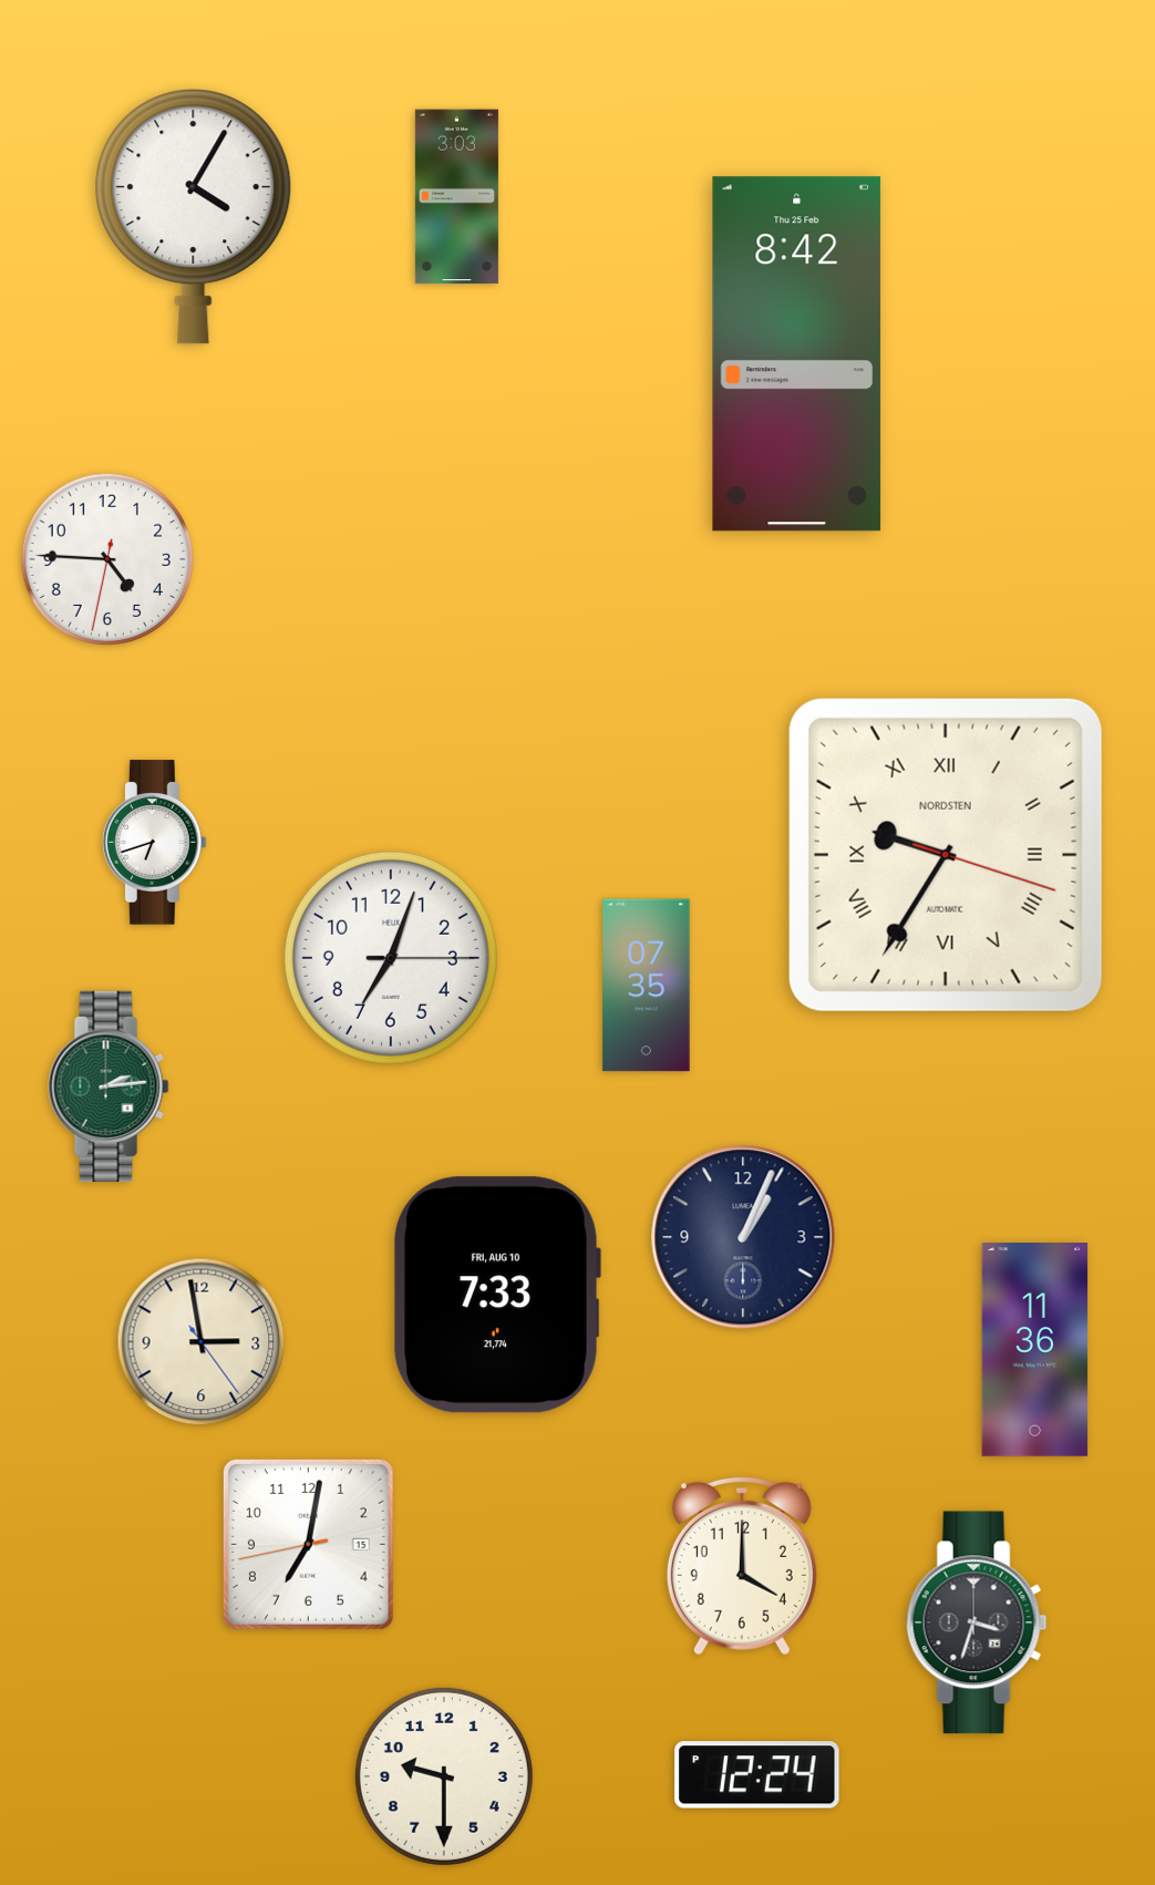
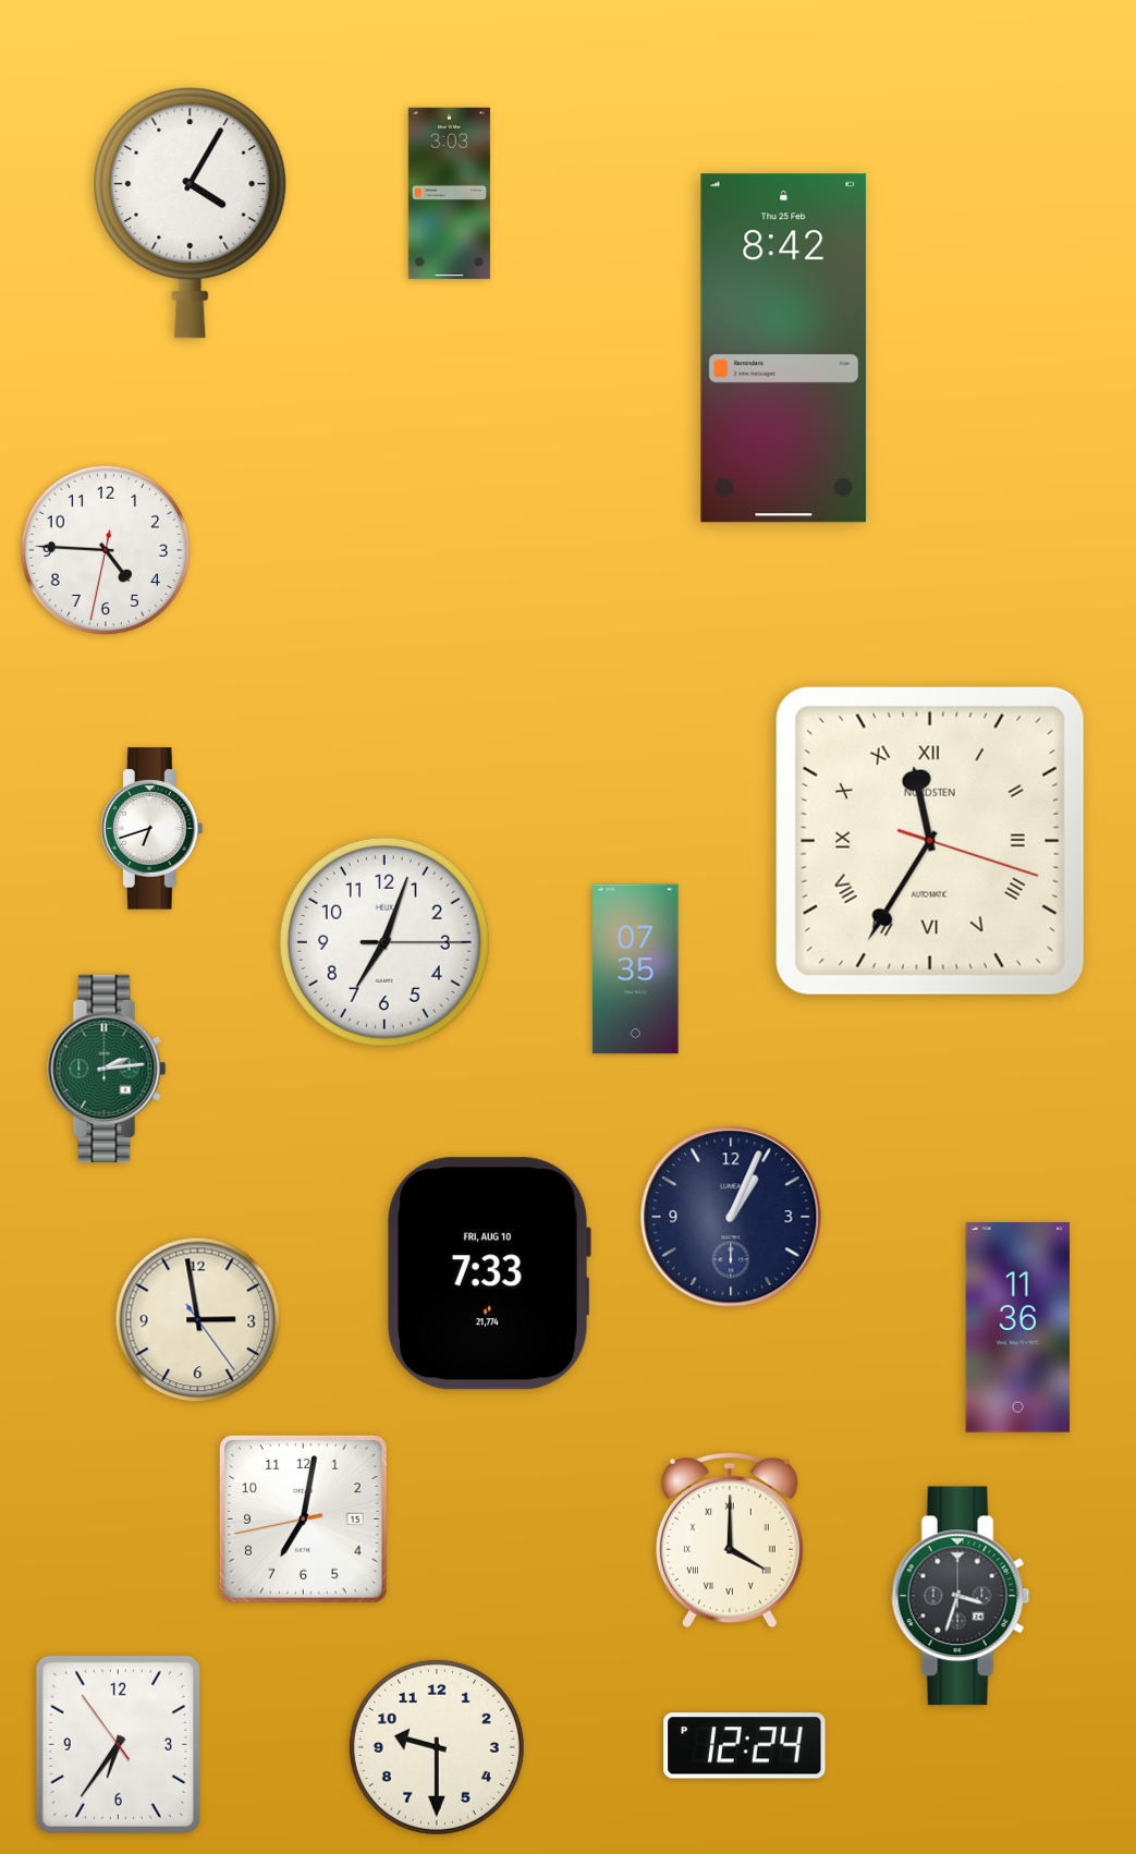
clock at (946, 855): 9:35 -> 11:35
clock at (742, 1566) numerals: Arabic -> Roman
clock at (118, 1744): none -> 6:35
